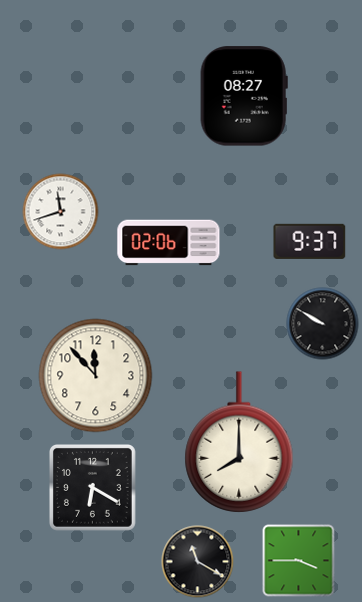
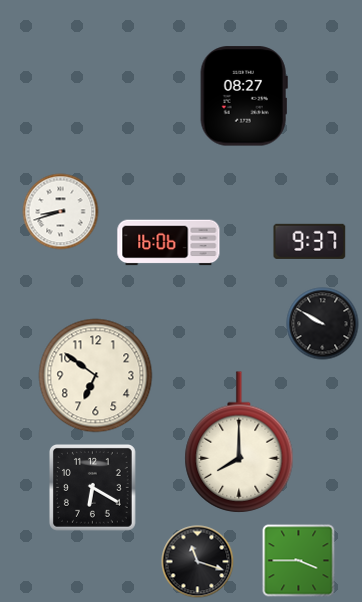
clock at (61, 212): 11:42 -> 8:42
clock at (169, 243): 02:06 -> 16:06
clock at (96, 376): 11:53 -> 6:51
clock at (198, 562): 11:20 -> 11:18
